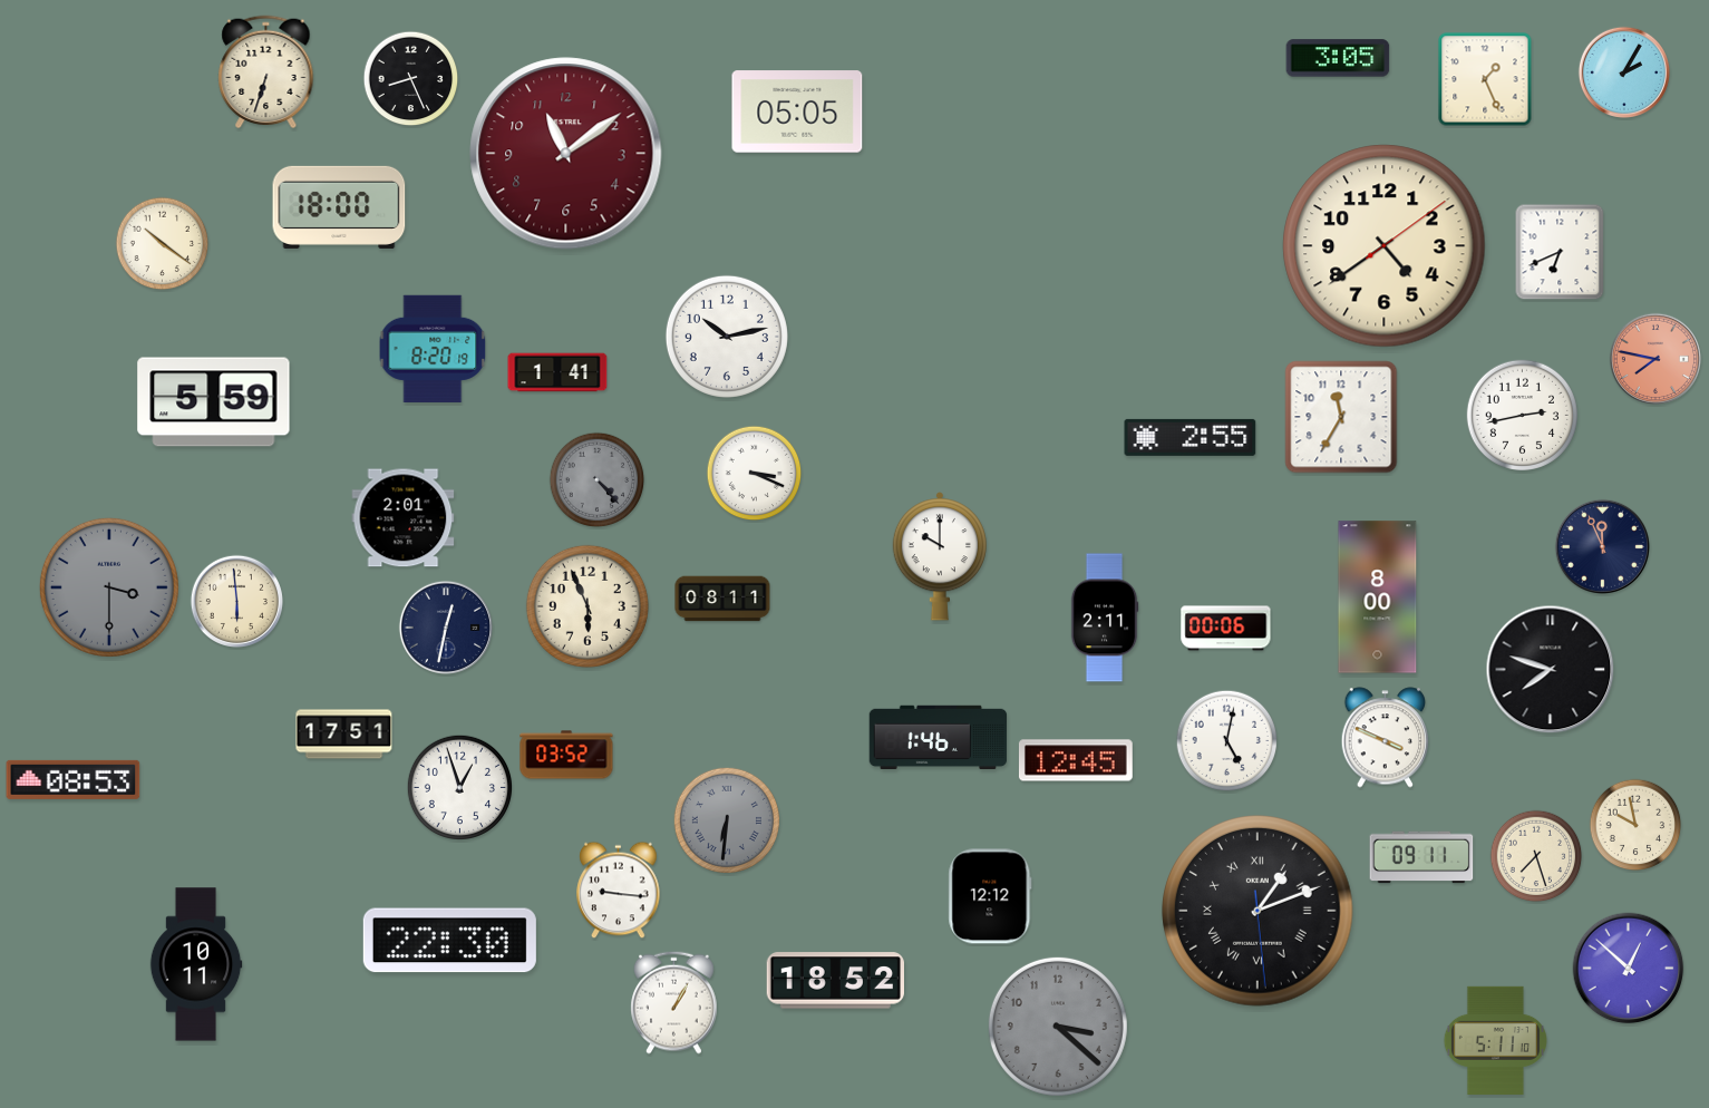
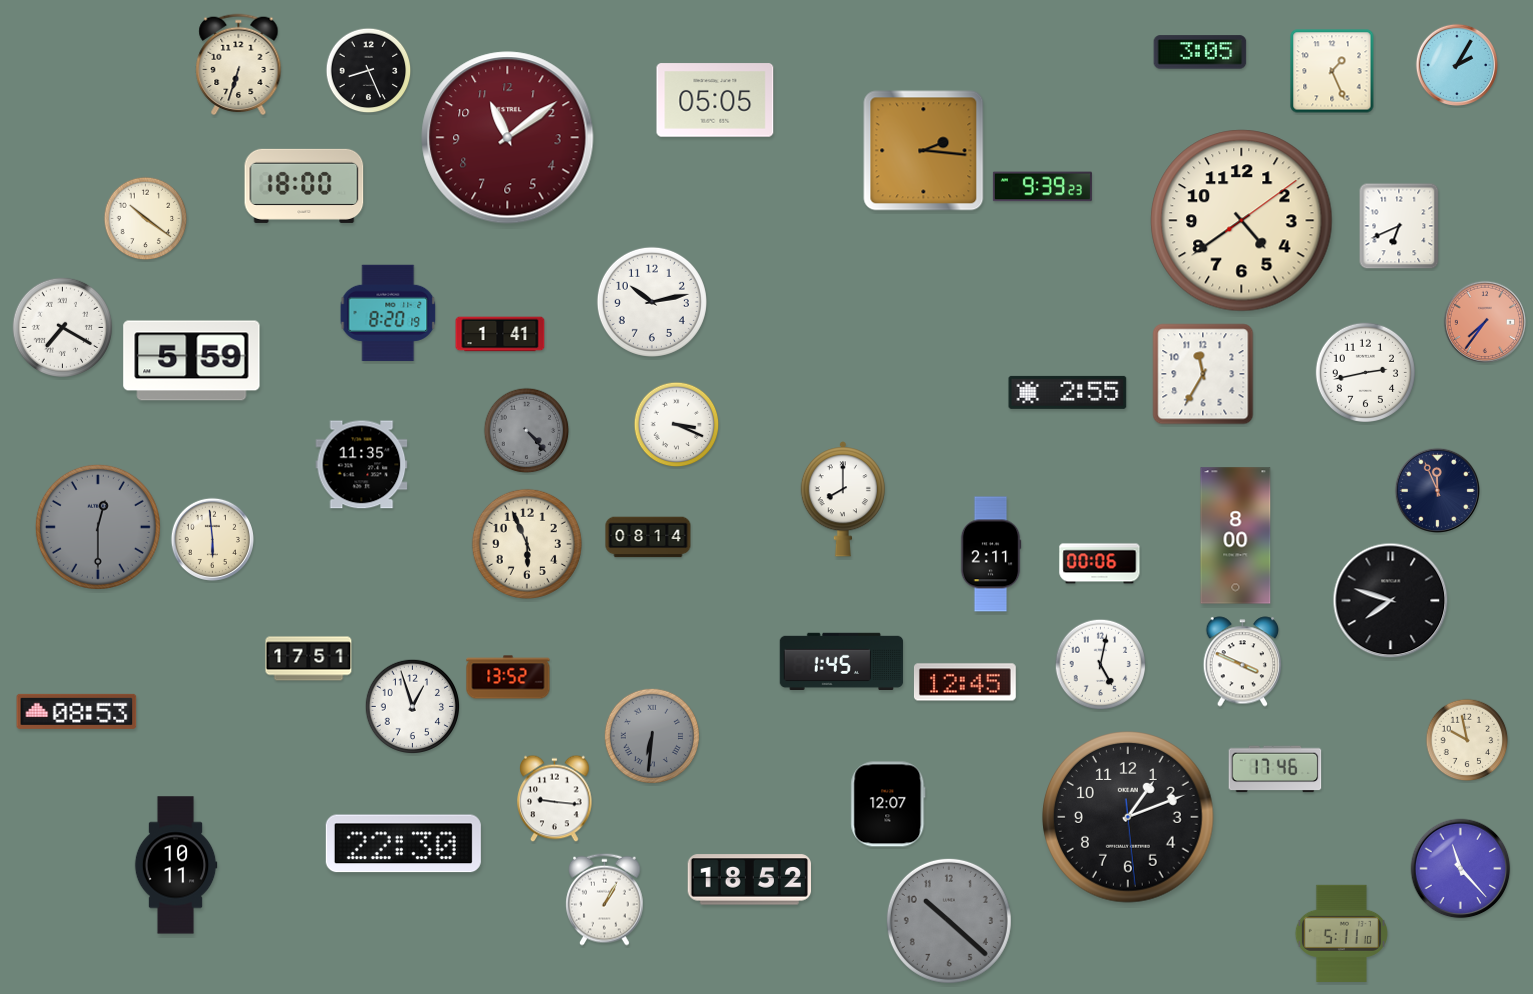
clock at (924, 151): none -> 2:16
clock at (1042, 187): none -> 9:39
clock at (1655, 359): 7:47 -> 7:36
clock at (62, 327): none -> 7:20
clock at (598, 480) position: (598, 480) -> (527, 431)
clock at (404, 518): 2:01 -> 11:35
clock at (940, 556): 10:00 -> 8:00
clock at (109, 587): 3:30 -> 12:30
clock at (722, 599): 08:11 -> 08:14
clock at (445, 626): 12:32 -> none
clock at (939, 737): 1:46 -> 1:45
clock at (566, 755): 03:52 -> 13:52
clock at (74, 779) position: (74, 779) -> (77, 711)
clock at (1536, 856): 7:27 -> none
clock at (1421, 857): 09:11 -> 17:46
clock at (990, 896): 12:12 -> 12:07
clock at (1258, 911) numerals: Roman -> Arabic
clock at (1629, 969): 12:52 -> 11:23
clock at (1058, 1027): 3:22 -> 10:22
